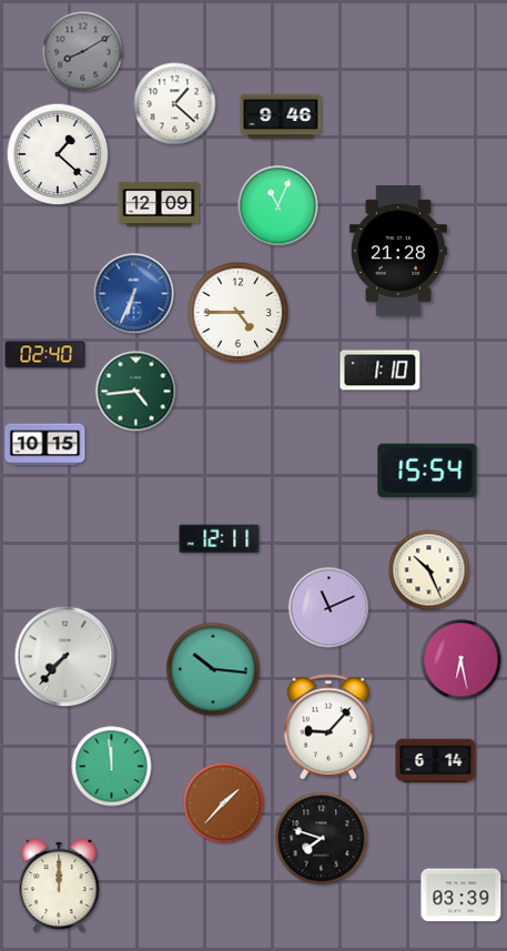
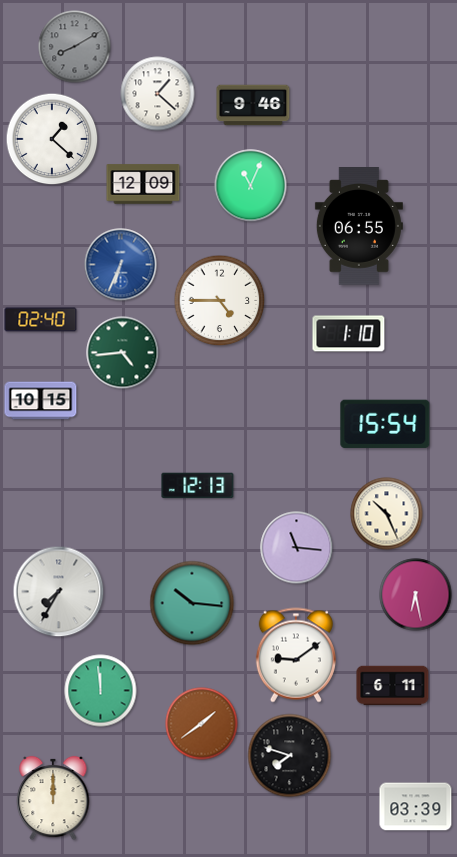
clock at (398, 252): 21:28 -> 06:55
clock at (239, 313) position: (239, 313) -> (220, 301)
clock at (381, 371) position: (381, 371) -> (349, 334)
clock at (220, 539): 12:11 -> 12:13
clock at (329, 608): 11:11 -> 11:16
clock at (65, 657): 7:37 -> 7:35
clock at (328, 727): 9:07 -> 9:09
clock at (436, 761): 6:14 -> 6:11
clock at (224, 803): 1:37 -> 1:39
